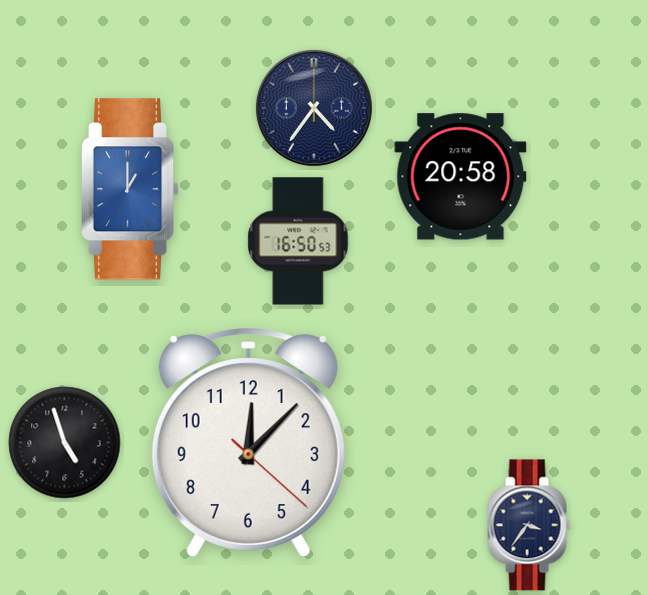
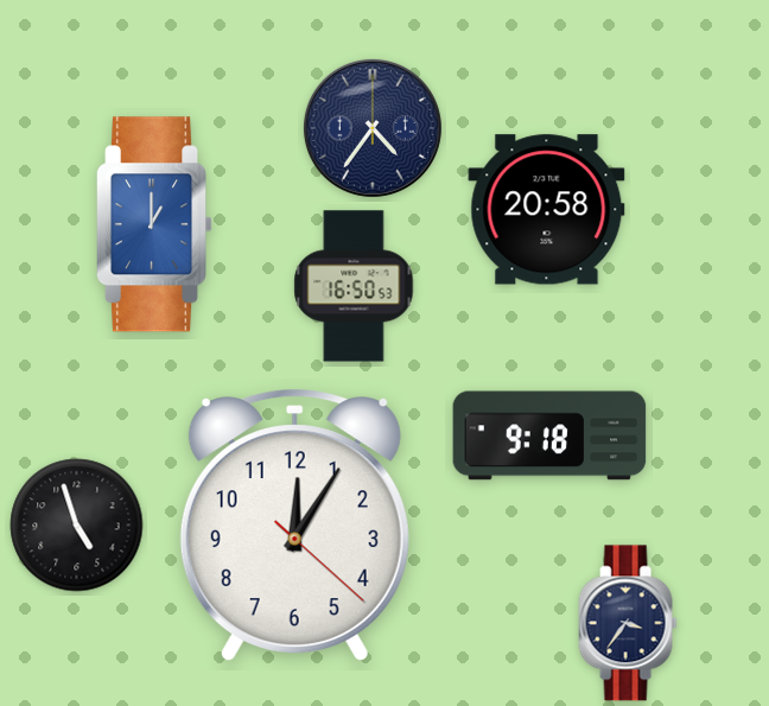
clock at (549, 435): none -> 9:18
clock at (248, 442): 12:07 -> 12:05
